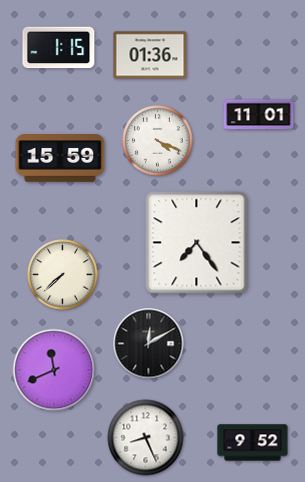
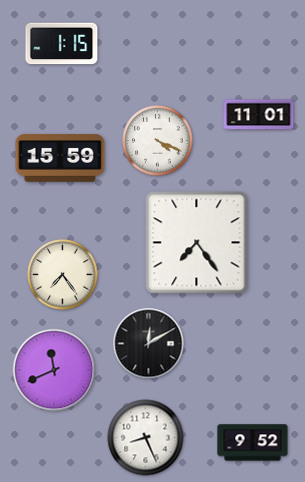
clock at (59, 48) position: (59, 48) -> (62, 44)
clock at (150, 55): 01:36 -> none
clock at (63, 275): 7:38 -> 7:24
